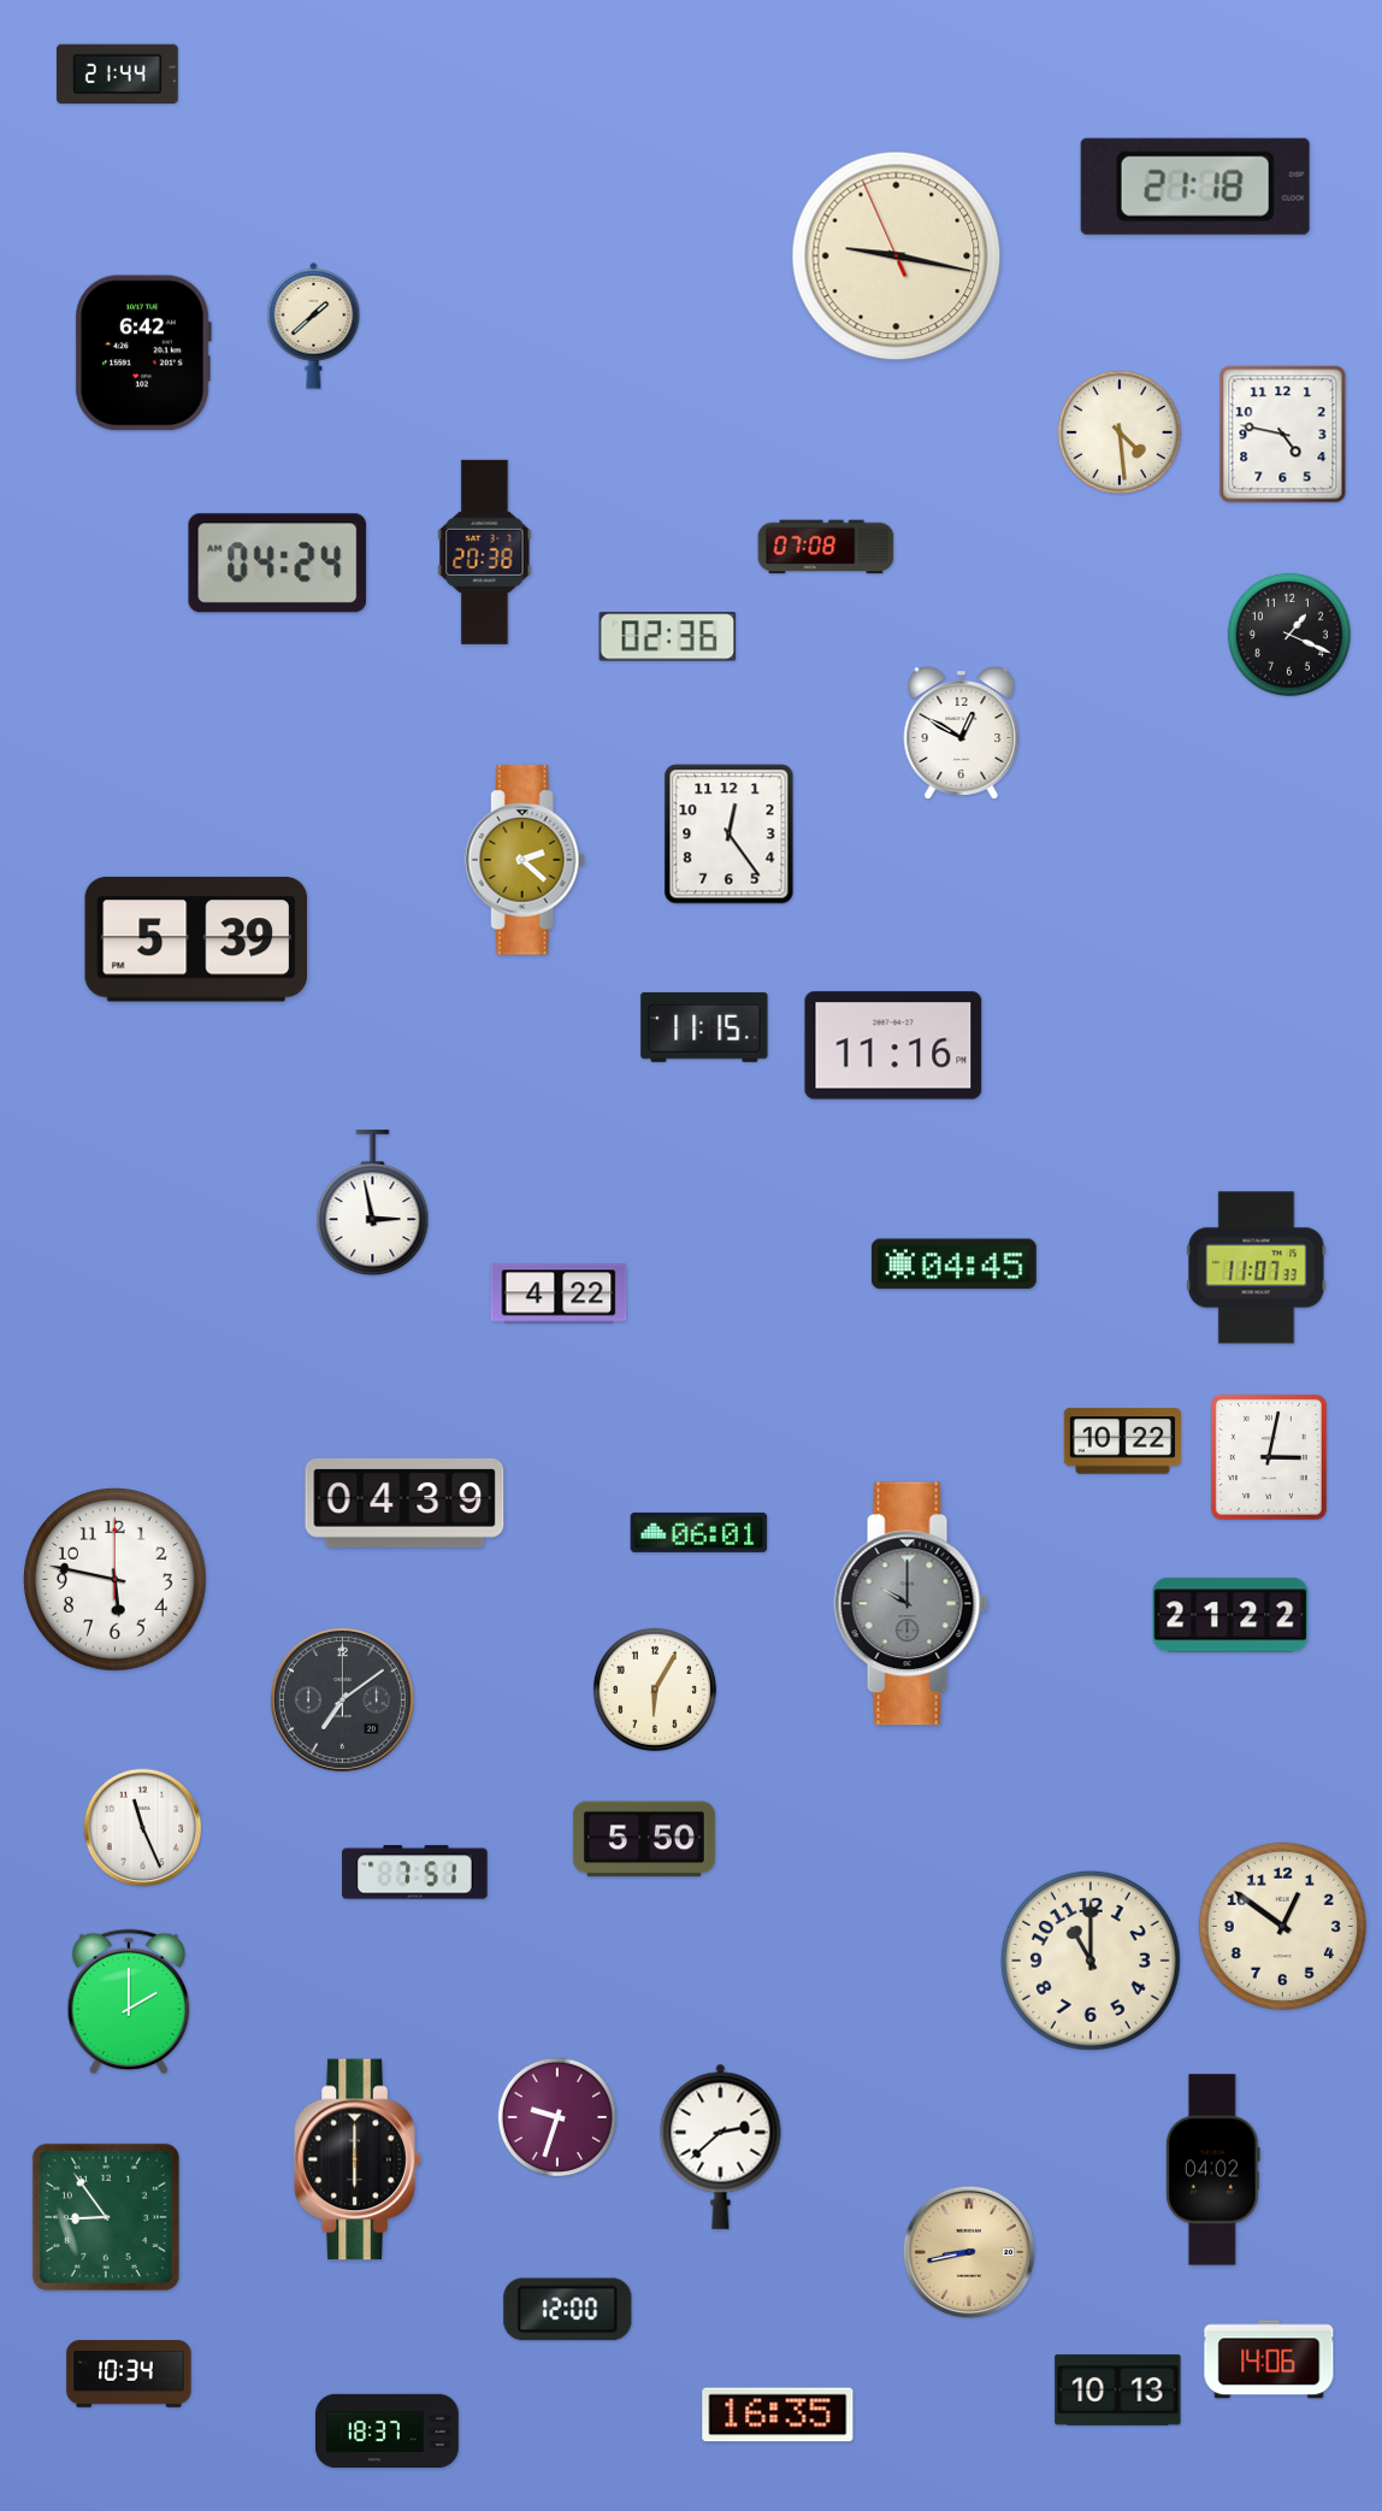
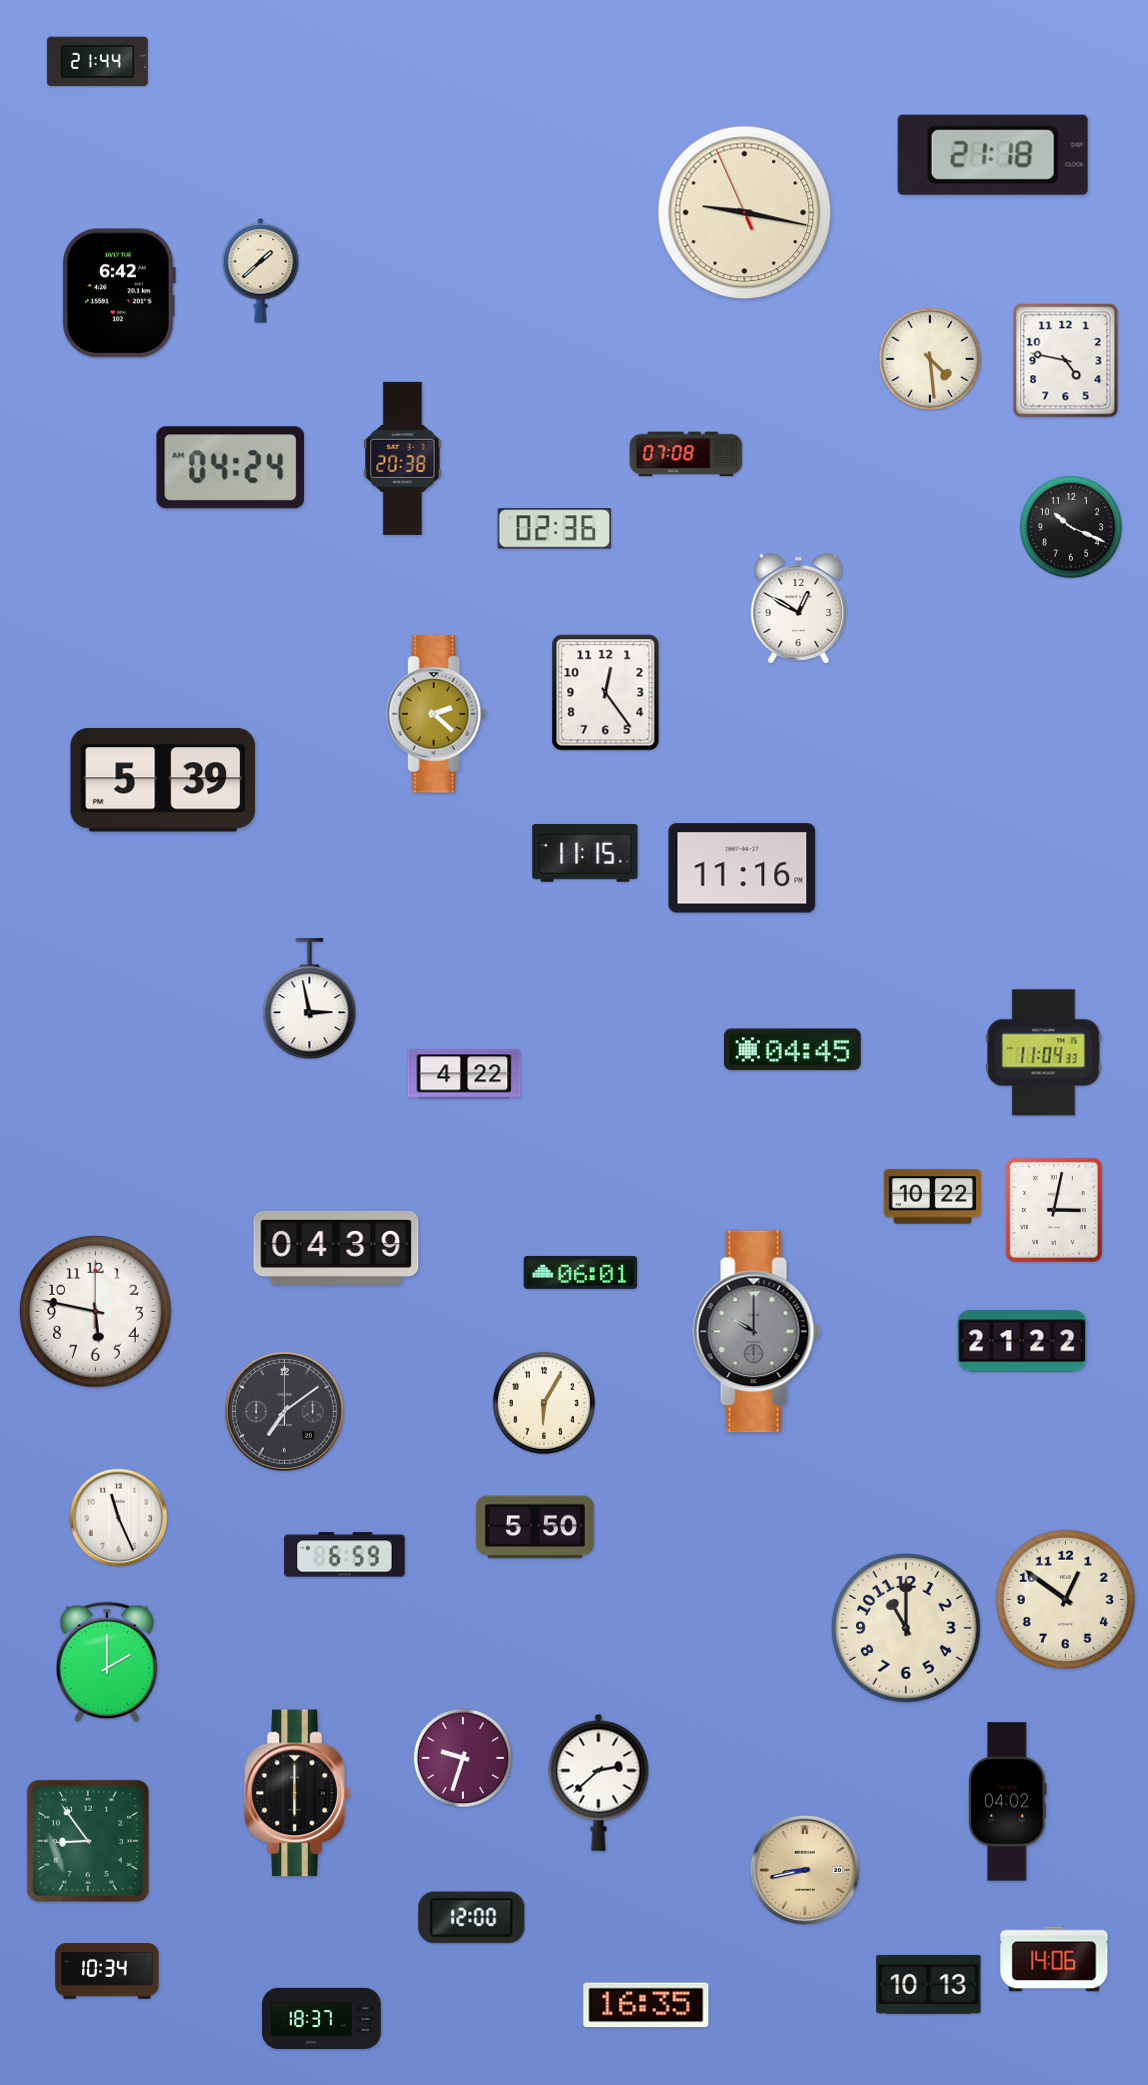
clock at (1289, 635): 1:19 -> 10:19
clock at (1257, 1268): 11:07 -> 11:04
clock at (415, 1873): 7:51 -> 6:59
